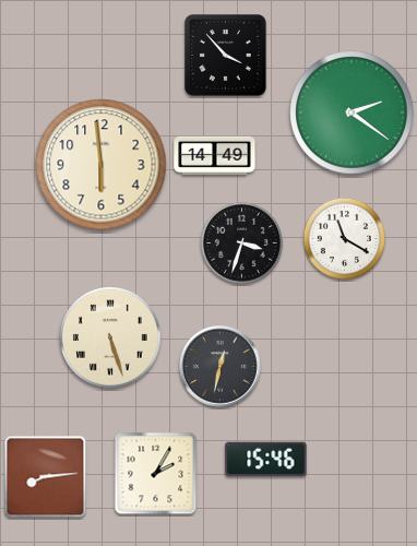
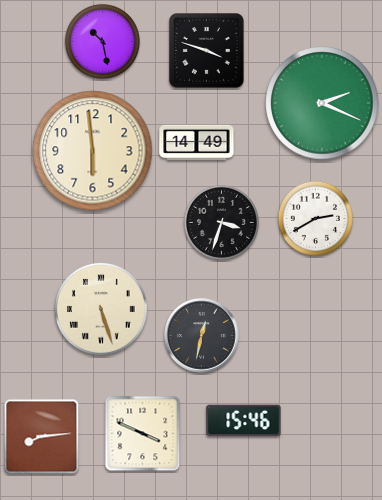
clock at (102, 41): none -> 10:28
clock at (226, 56): 3:53 -> 3:48
clock at (352, 112): 2:21 -> 2:19
clock at (344, 238): 11:20 -> 2:40
clock at (156, 474): 2:05 -> 3:49
